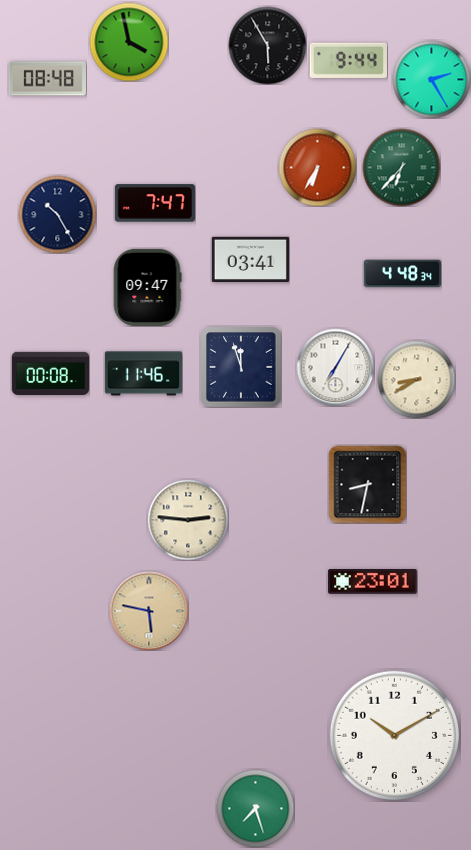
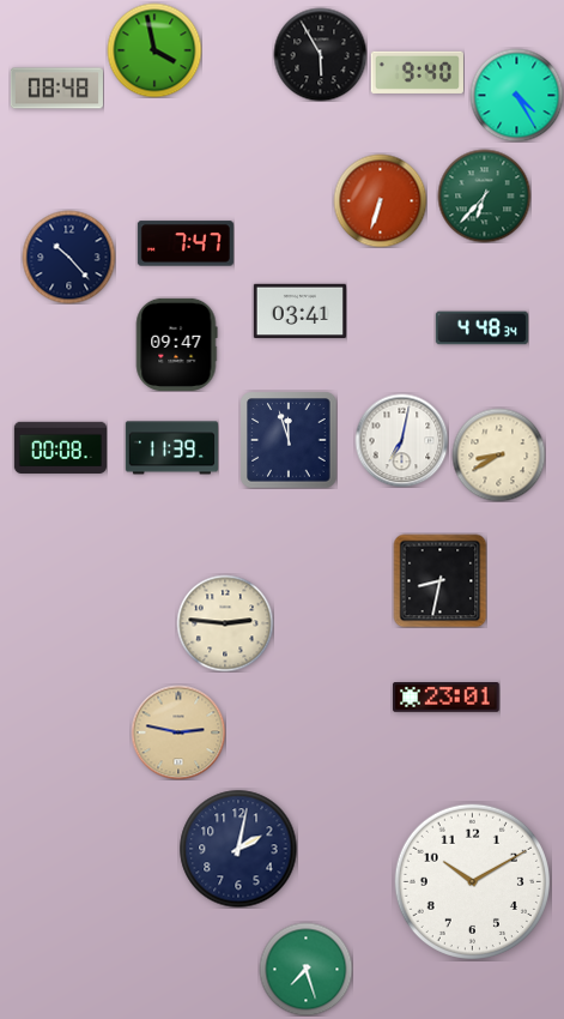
clock at (348, 60): 9:44 -> 9:40
clock at (47, 79) position: (47, 79) -> (56, 89)
clock at (431, 79): 2:25 -> 4:25
clock at (317, 167): 6:35 -> 6:33
clock at (401, 167) position: (401, 167) -> (484, 195)
clock at (57, 214): 10:25 -> 10:23
clock at (335, 367): 7:05 -> 7:02
clock at (143, 374): 11:46 -> 11:39
clock at (149, 611): 5:47 -> 2:47
clock at (238, 849): none -> 2:02
